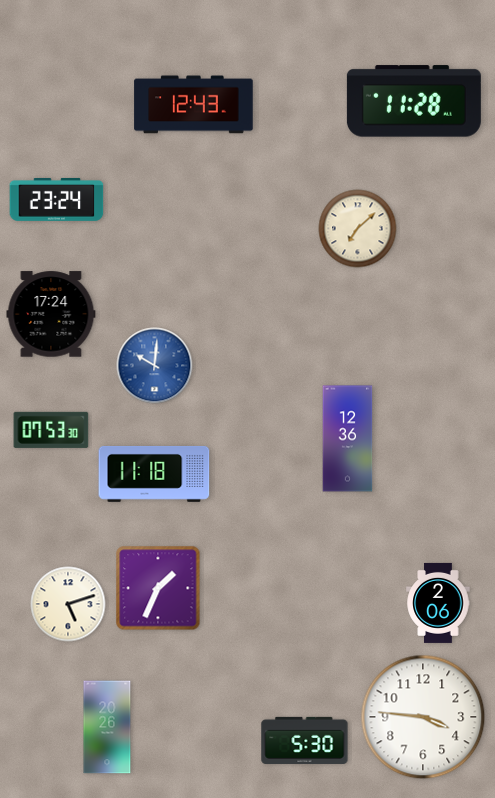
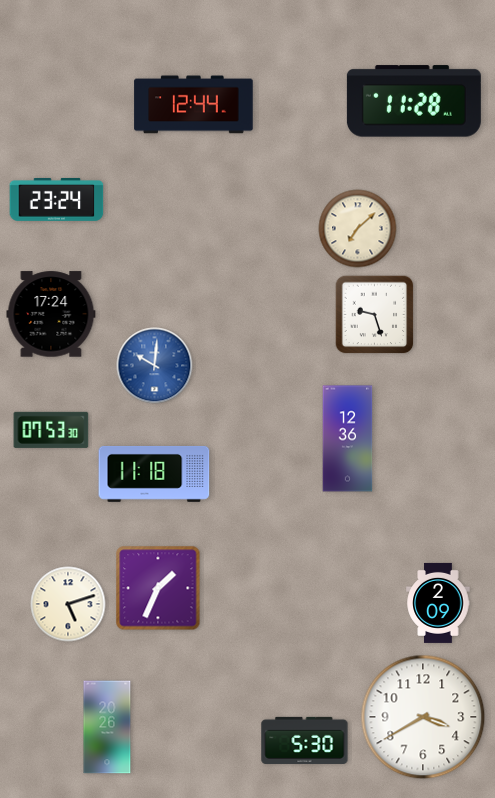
clock at (194, 105): 12:43 -> 12:44
clock at (375, 315): none -> 9:27
clock at (438, 603): 2:06 -> 2:09
clock at (423, 717): 3:46 -> 3:40
